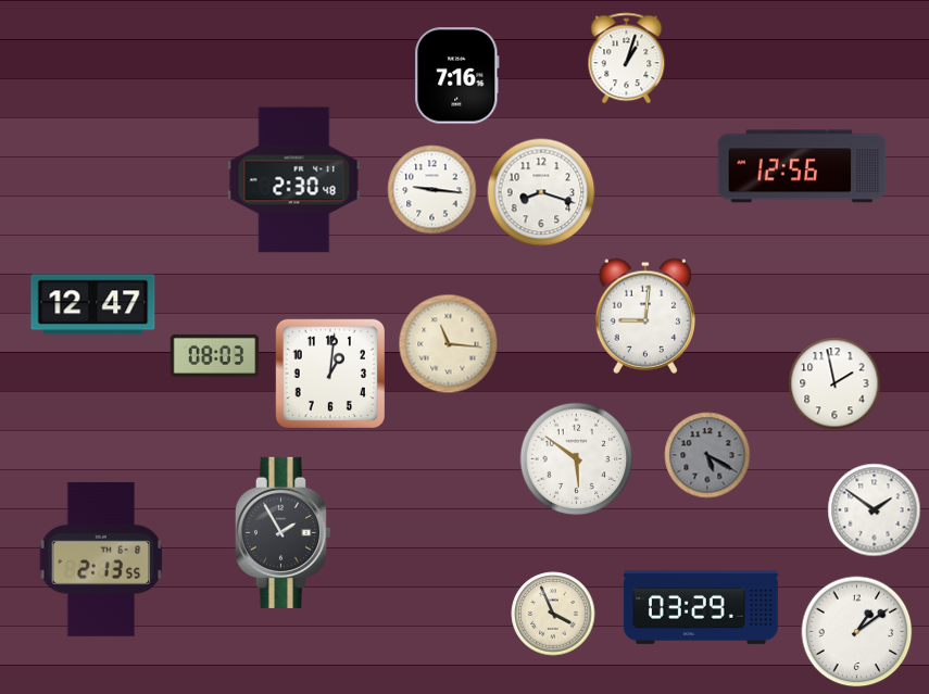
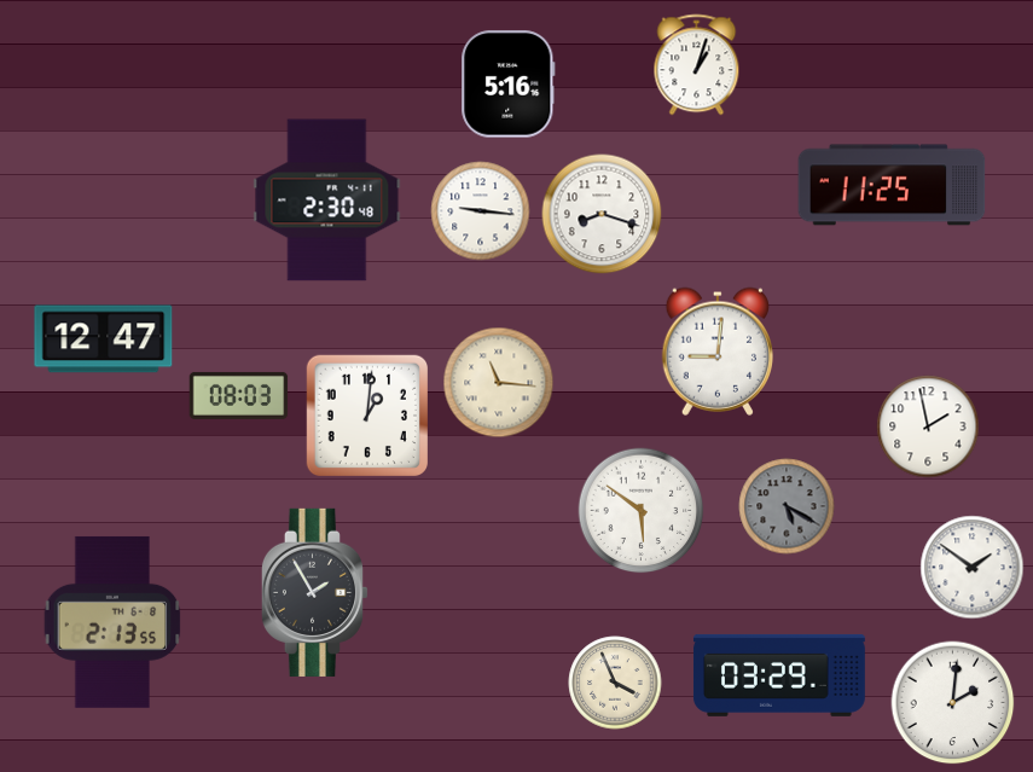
clock at (457, 76): 7:16 -> 5:16
clock at (802, 166): 12:56 -> 11:25
clock at (857, 632): 1:09 -> 2:01
